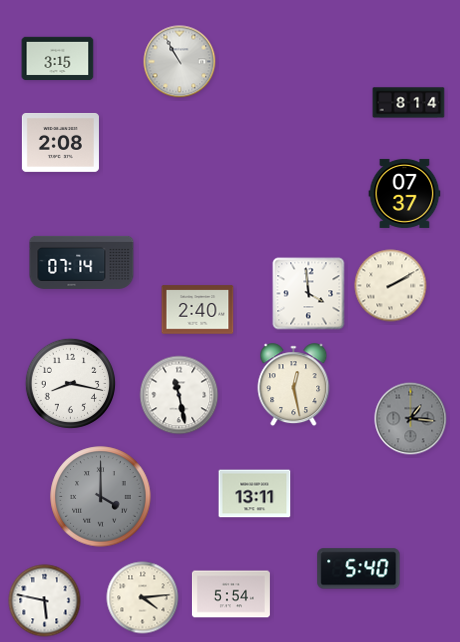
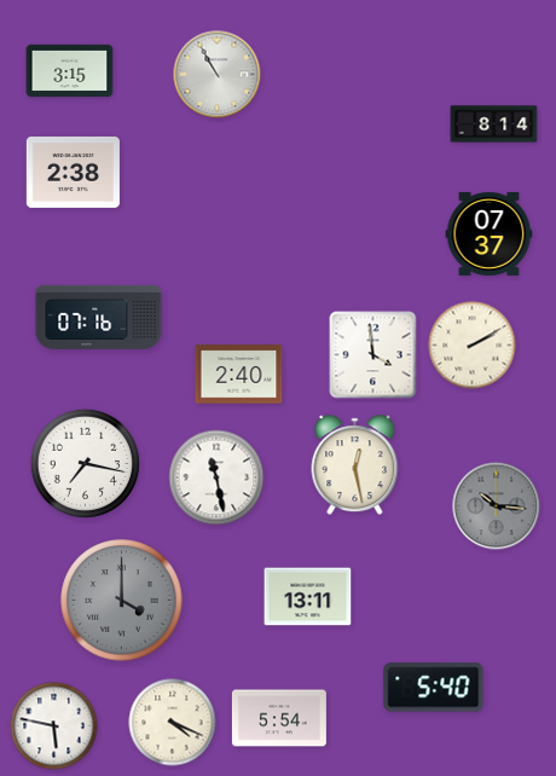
clock at (60, 142): 2:08 -> 2:38
clock at (82, 262): 07:14 -> 07:16
clock at (70, 383): 8:17 -> 7:17
clock at (411, 419): 1:16 -> 10:16
clock at (143, 598): 4:14 -> 4:19
